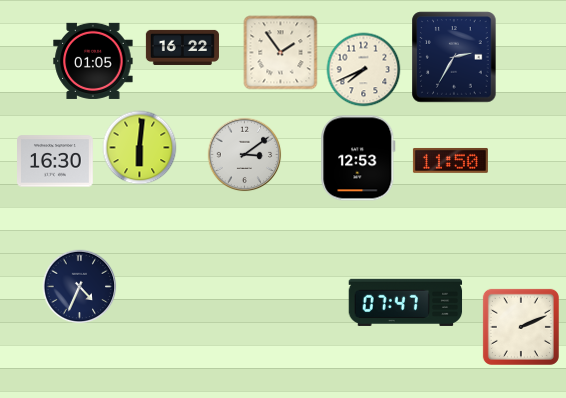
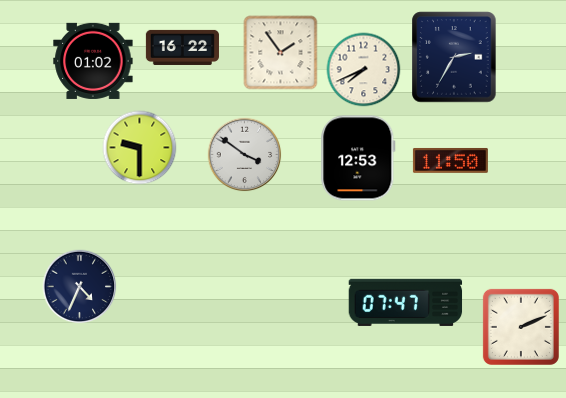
clock at (93, 61): 01:05 -> 01:02
clock at (140, 148): 6:01 -> 9:30
clock at (245, 155): 3:09 -> 3:51
clock at (56, 161): 16:30 -> none
